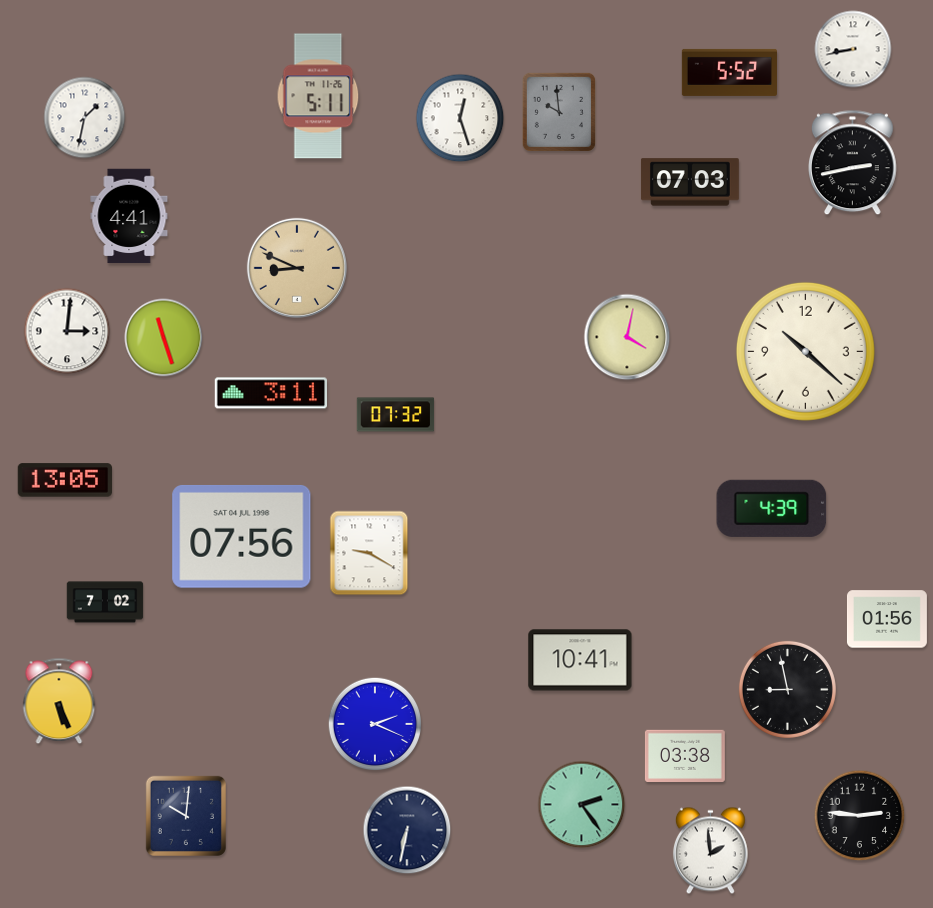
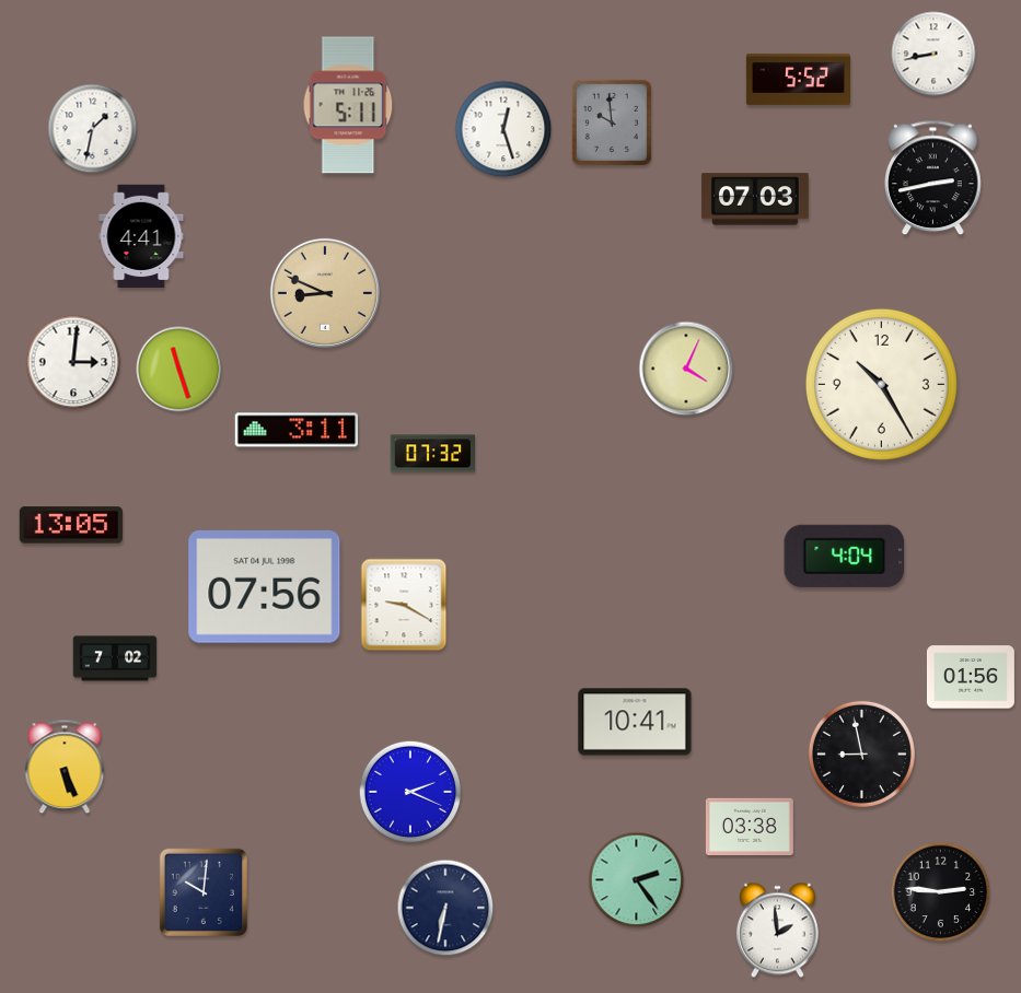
clock at (627, 337): 4:02 -> 4:04
clock at (805, 351): 10:22 -> 10:25
clock at (772, 508): 4:39 -> 4:04
